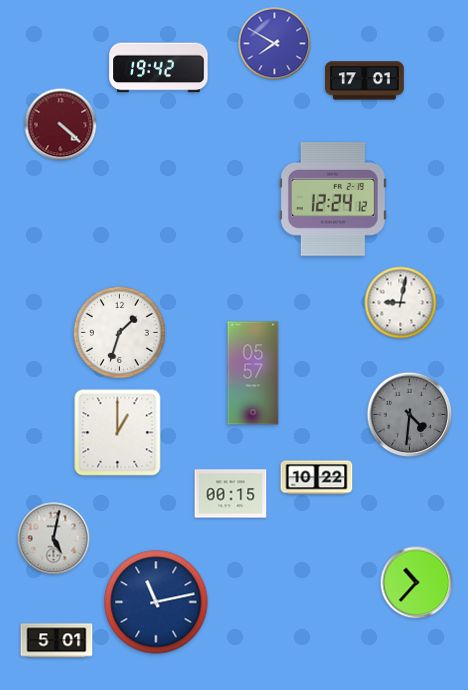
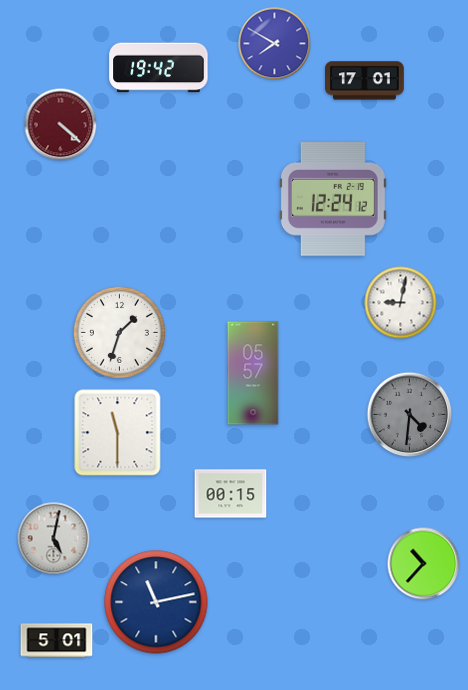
clock at (118, 433): 1:00 -> 11:30
clock at (317, 478): 10:22 -> none
clock at (417, 583) position: (417, 583) -> (424, 564)
